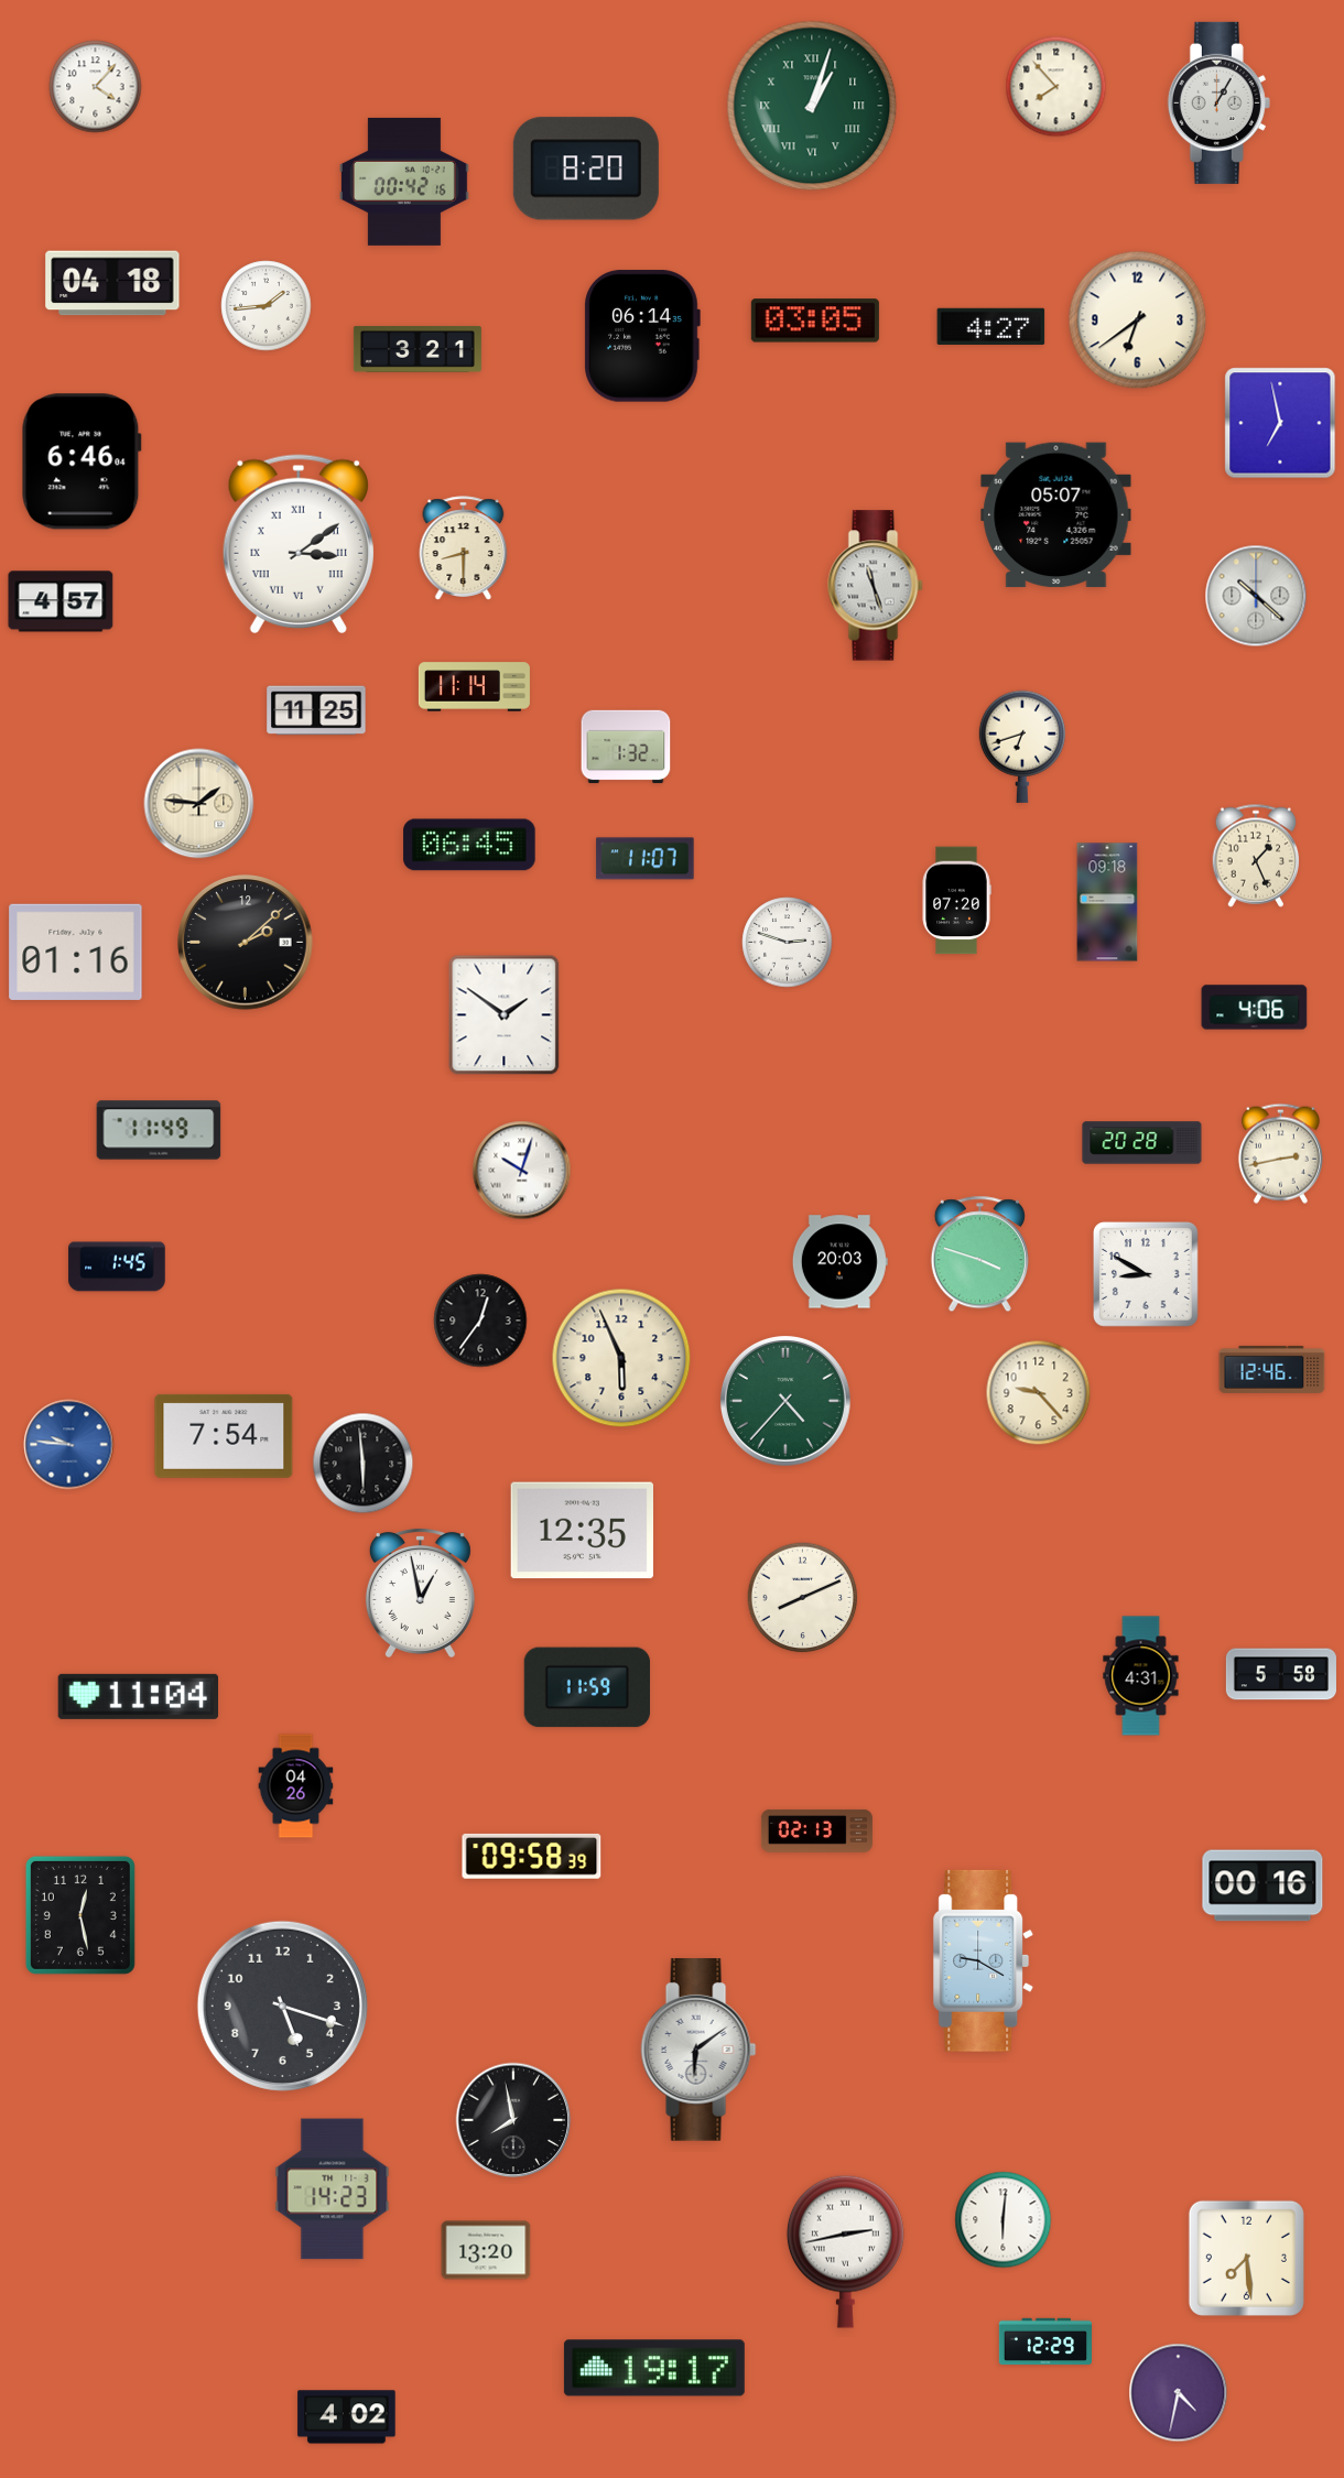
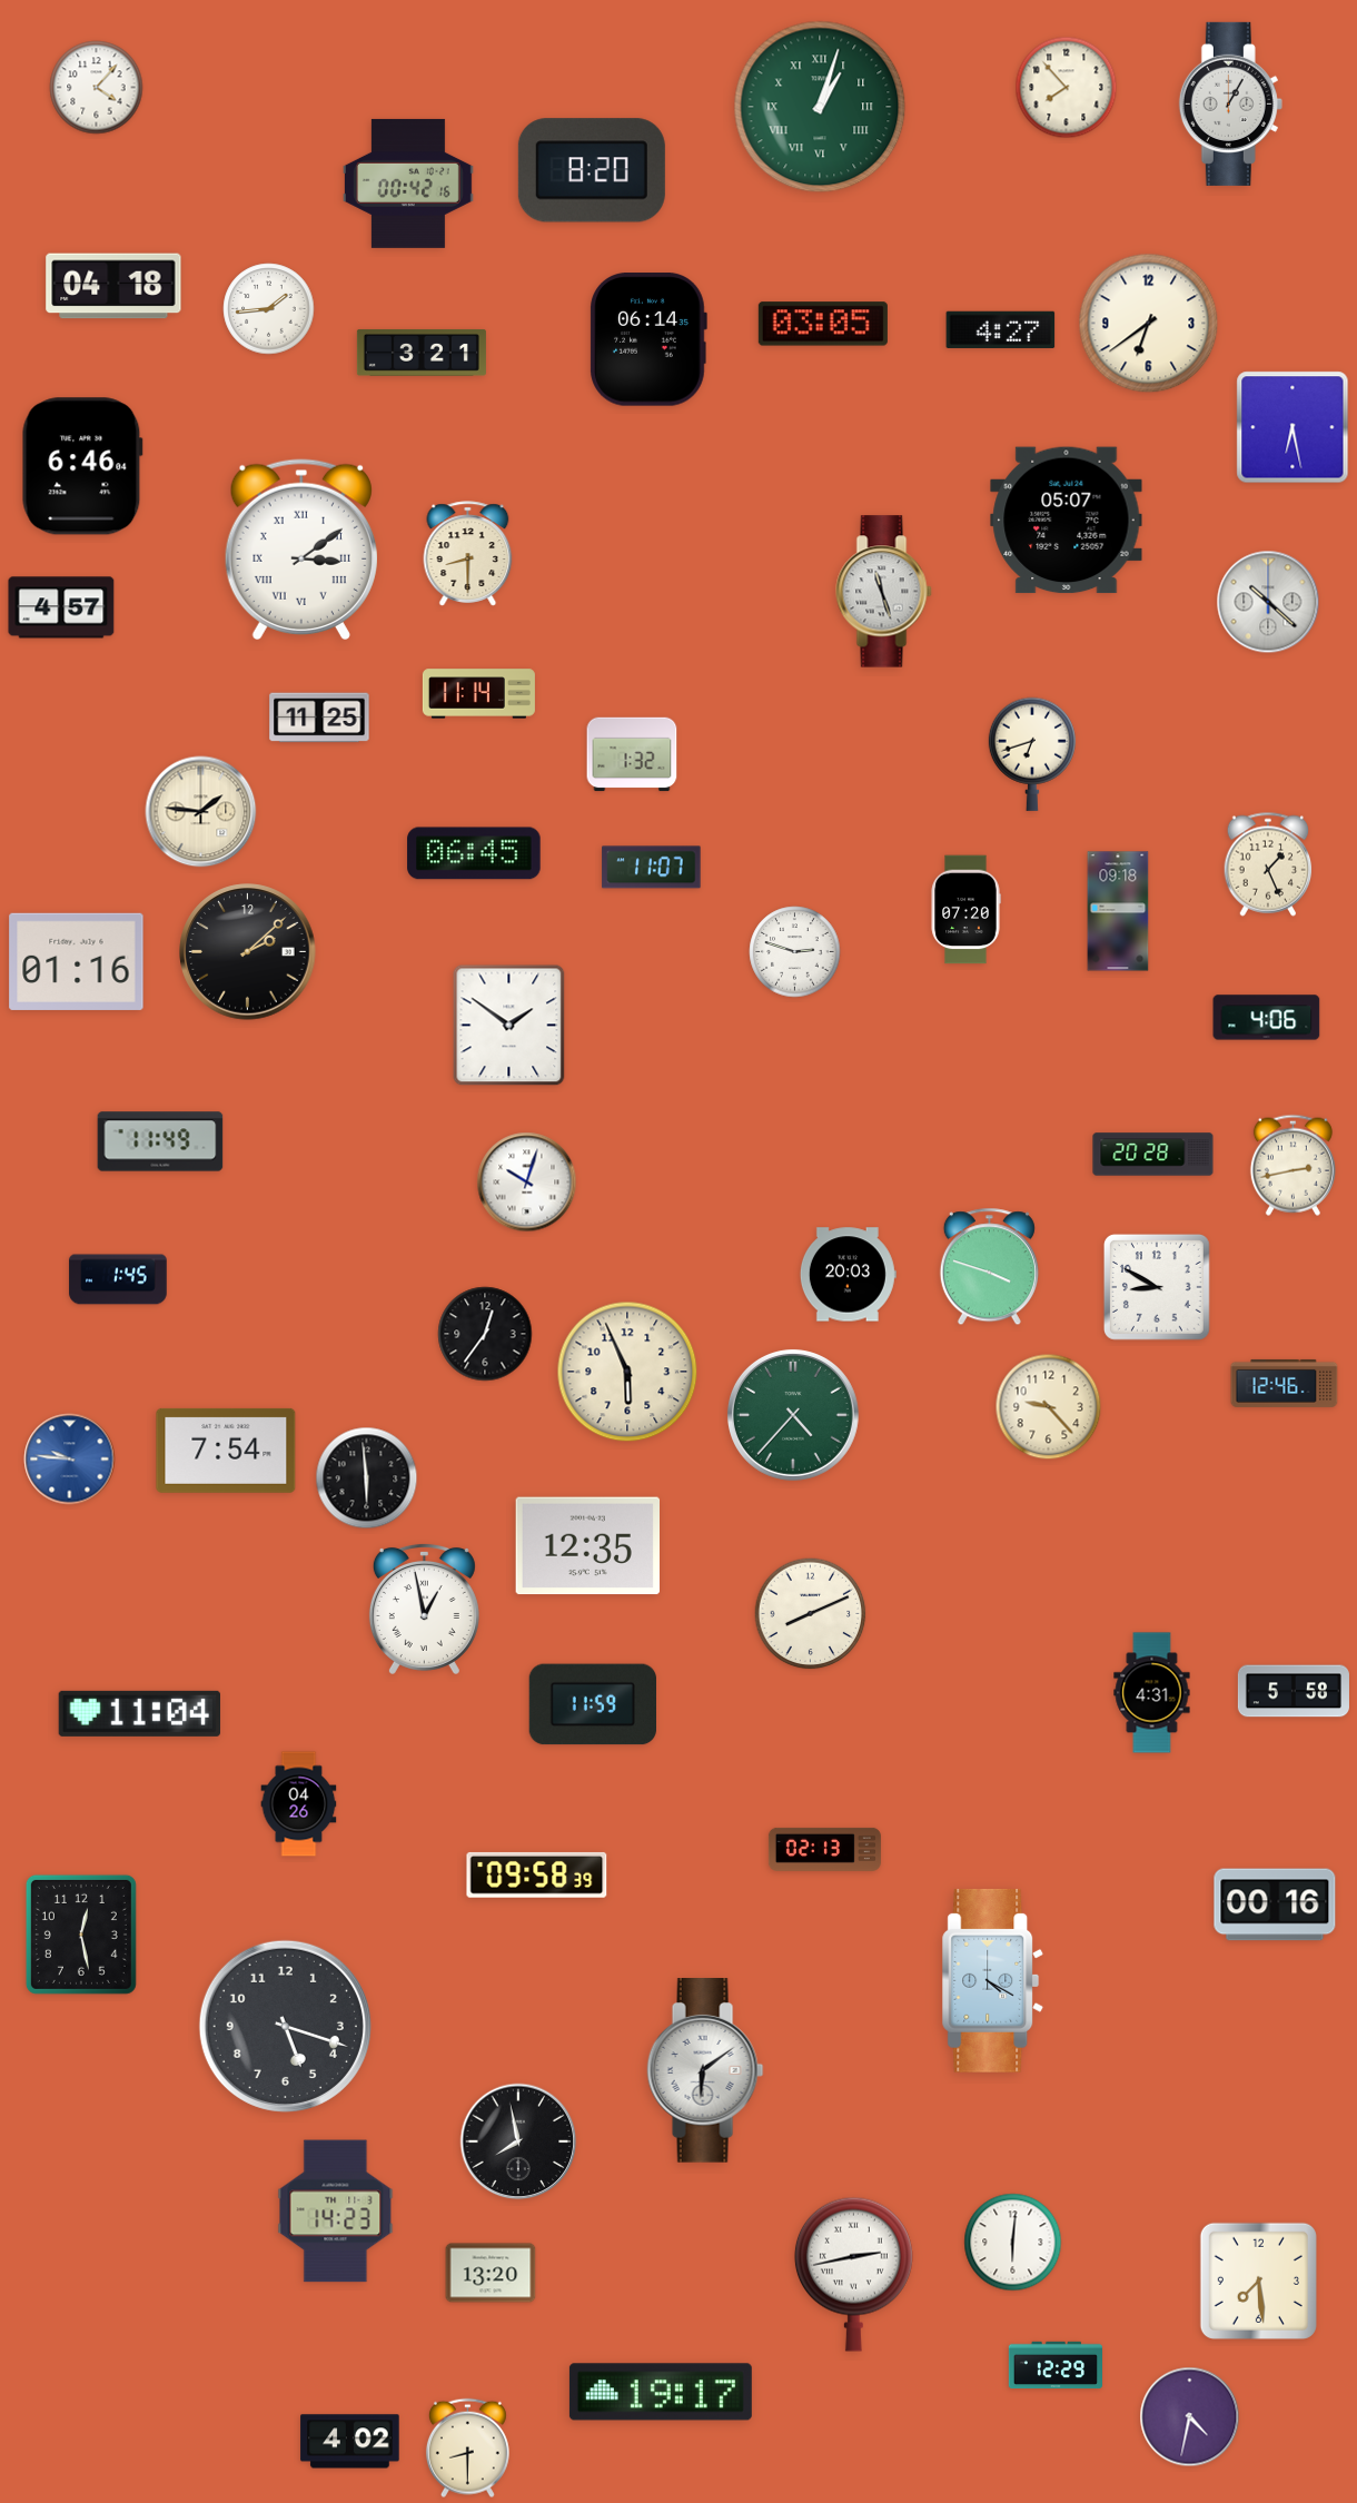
clock at (1280, 423): 6:58 -> 6:28
clock at (984, 1960): 9:20 -> 4:20
clock at (467, 2448): none -> 8:30
